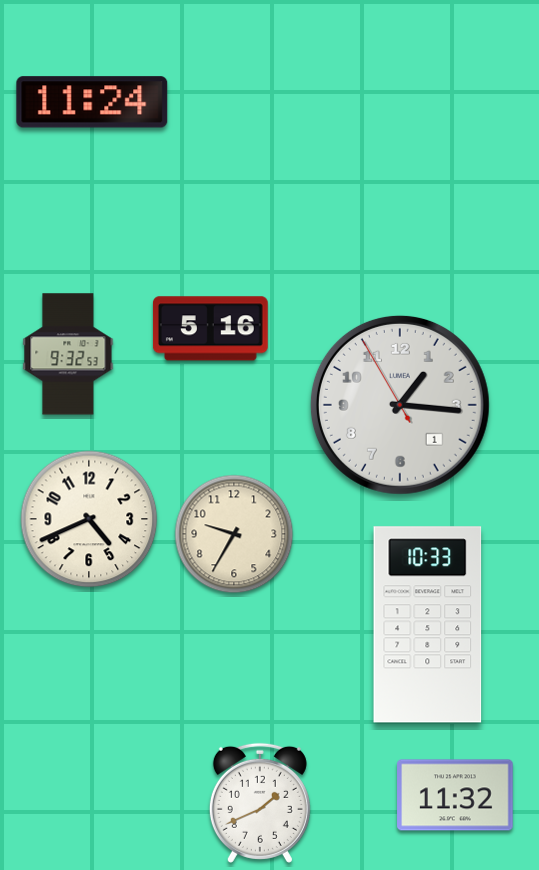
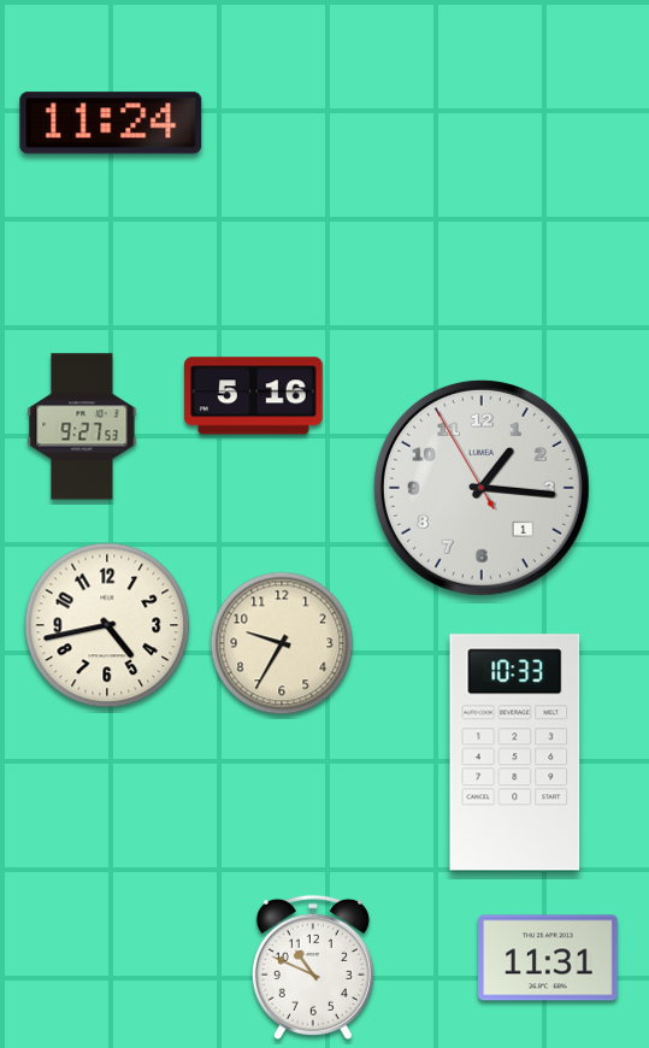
clock at (68, 354): 9:32 -> 9:27
clock at (89, 519): 4:41 -> 4:43
clock at (455, 795): 11:32 -> 11:31
clock at (260, 803): 1:41 -> 10:49
